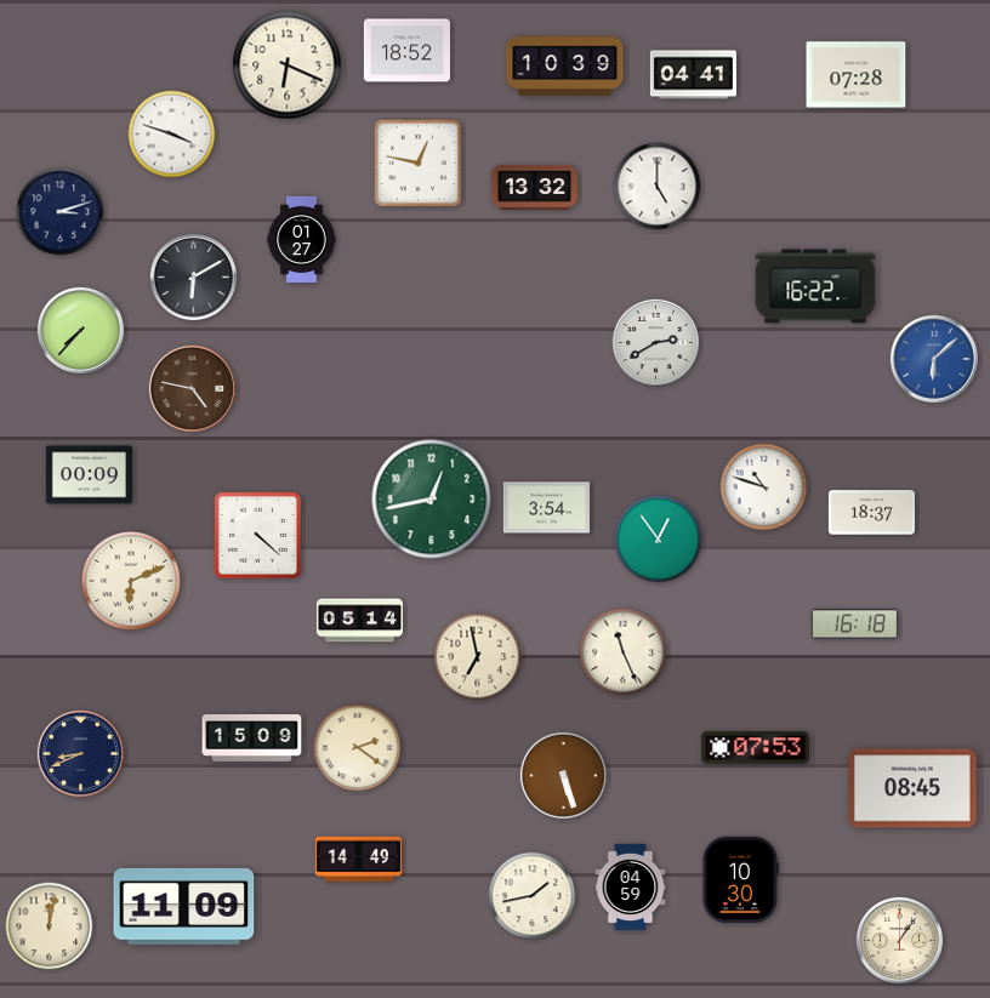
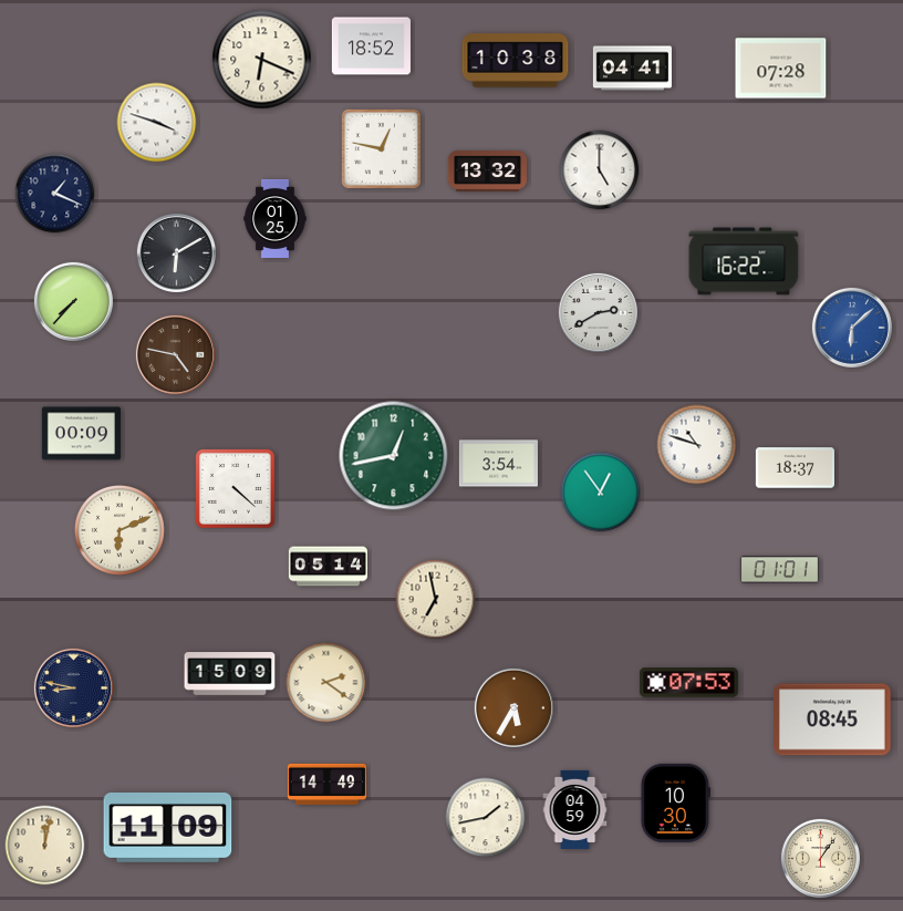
clock at (565, 67): 10:39 -> 10:38
clock at (61, 212): 3:12 -> 1:19
clock at (302, 239): 01:27 -> 01:25
clock at (854, 625): 16:18 -> 01:01
clock at (624, 652): 11:26 -> none
clock at (80, 753): 8:41 -> 8:47
clock at (563, 775): 5:27 -> 5:35
